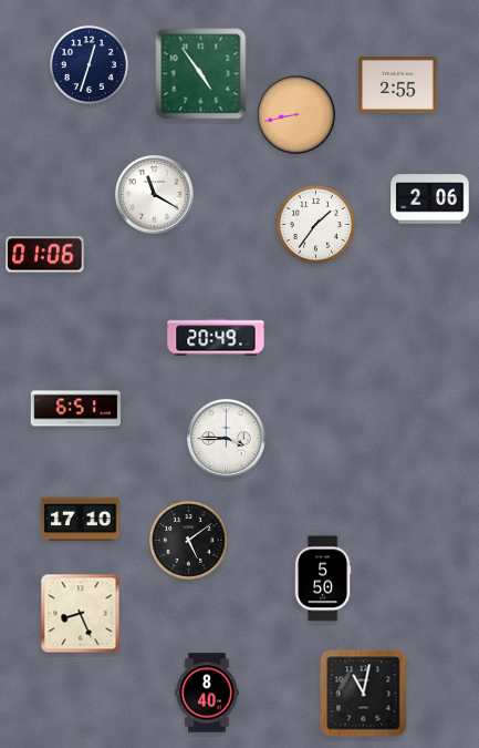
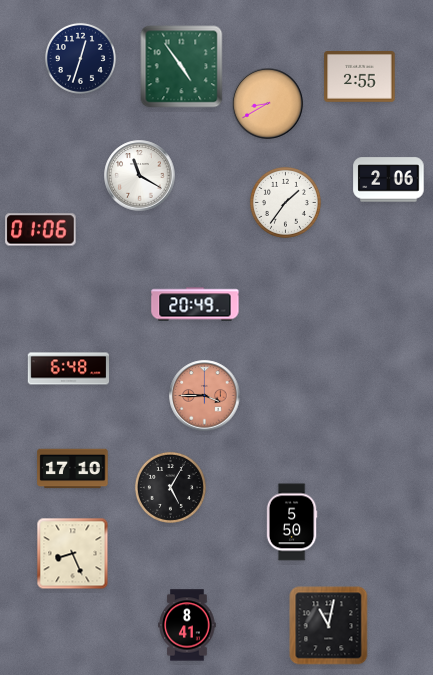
clock at (296, 115): 8:43 -> 8:40
clock at (76, 409): 6:51 -> 6:48
clock at (227, 439) dial: white -> salmon
clock at (188, 540): 5:09 -> 5:05
clock at (207, 693): 8:40 -> 8:41
